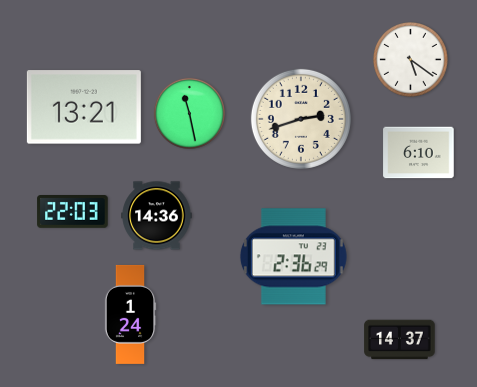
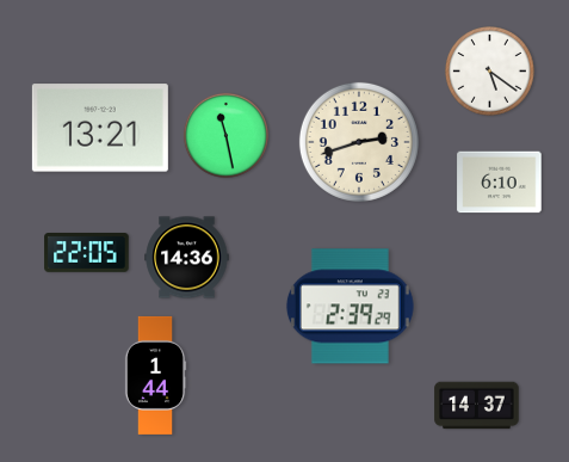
clock at (73, 212): 22:03 -> 22:05
clock at (293, 257): 2:36 -> 2:39
clock at (130, 314): 1:24 -> 1:44
